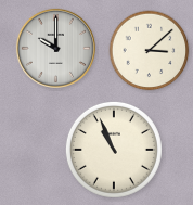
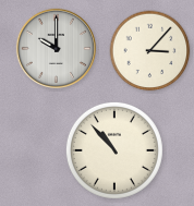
clock at (150, 51): 3:08 -> 3:07
clock at (114, 150): 10:56 -> 10:53
